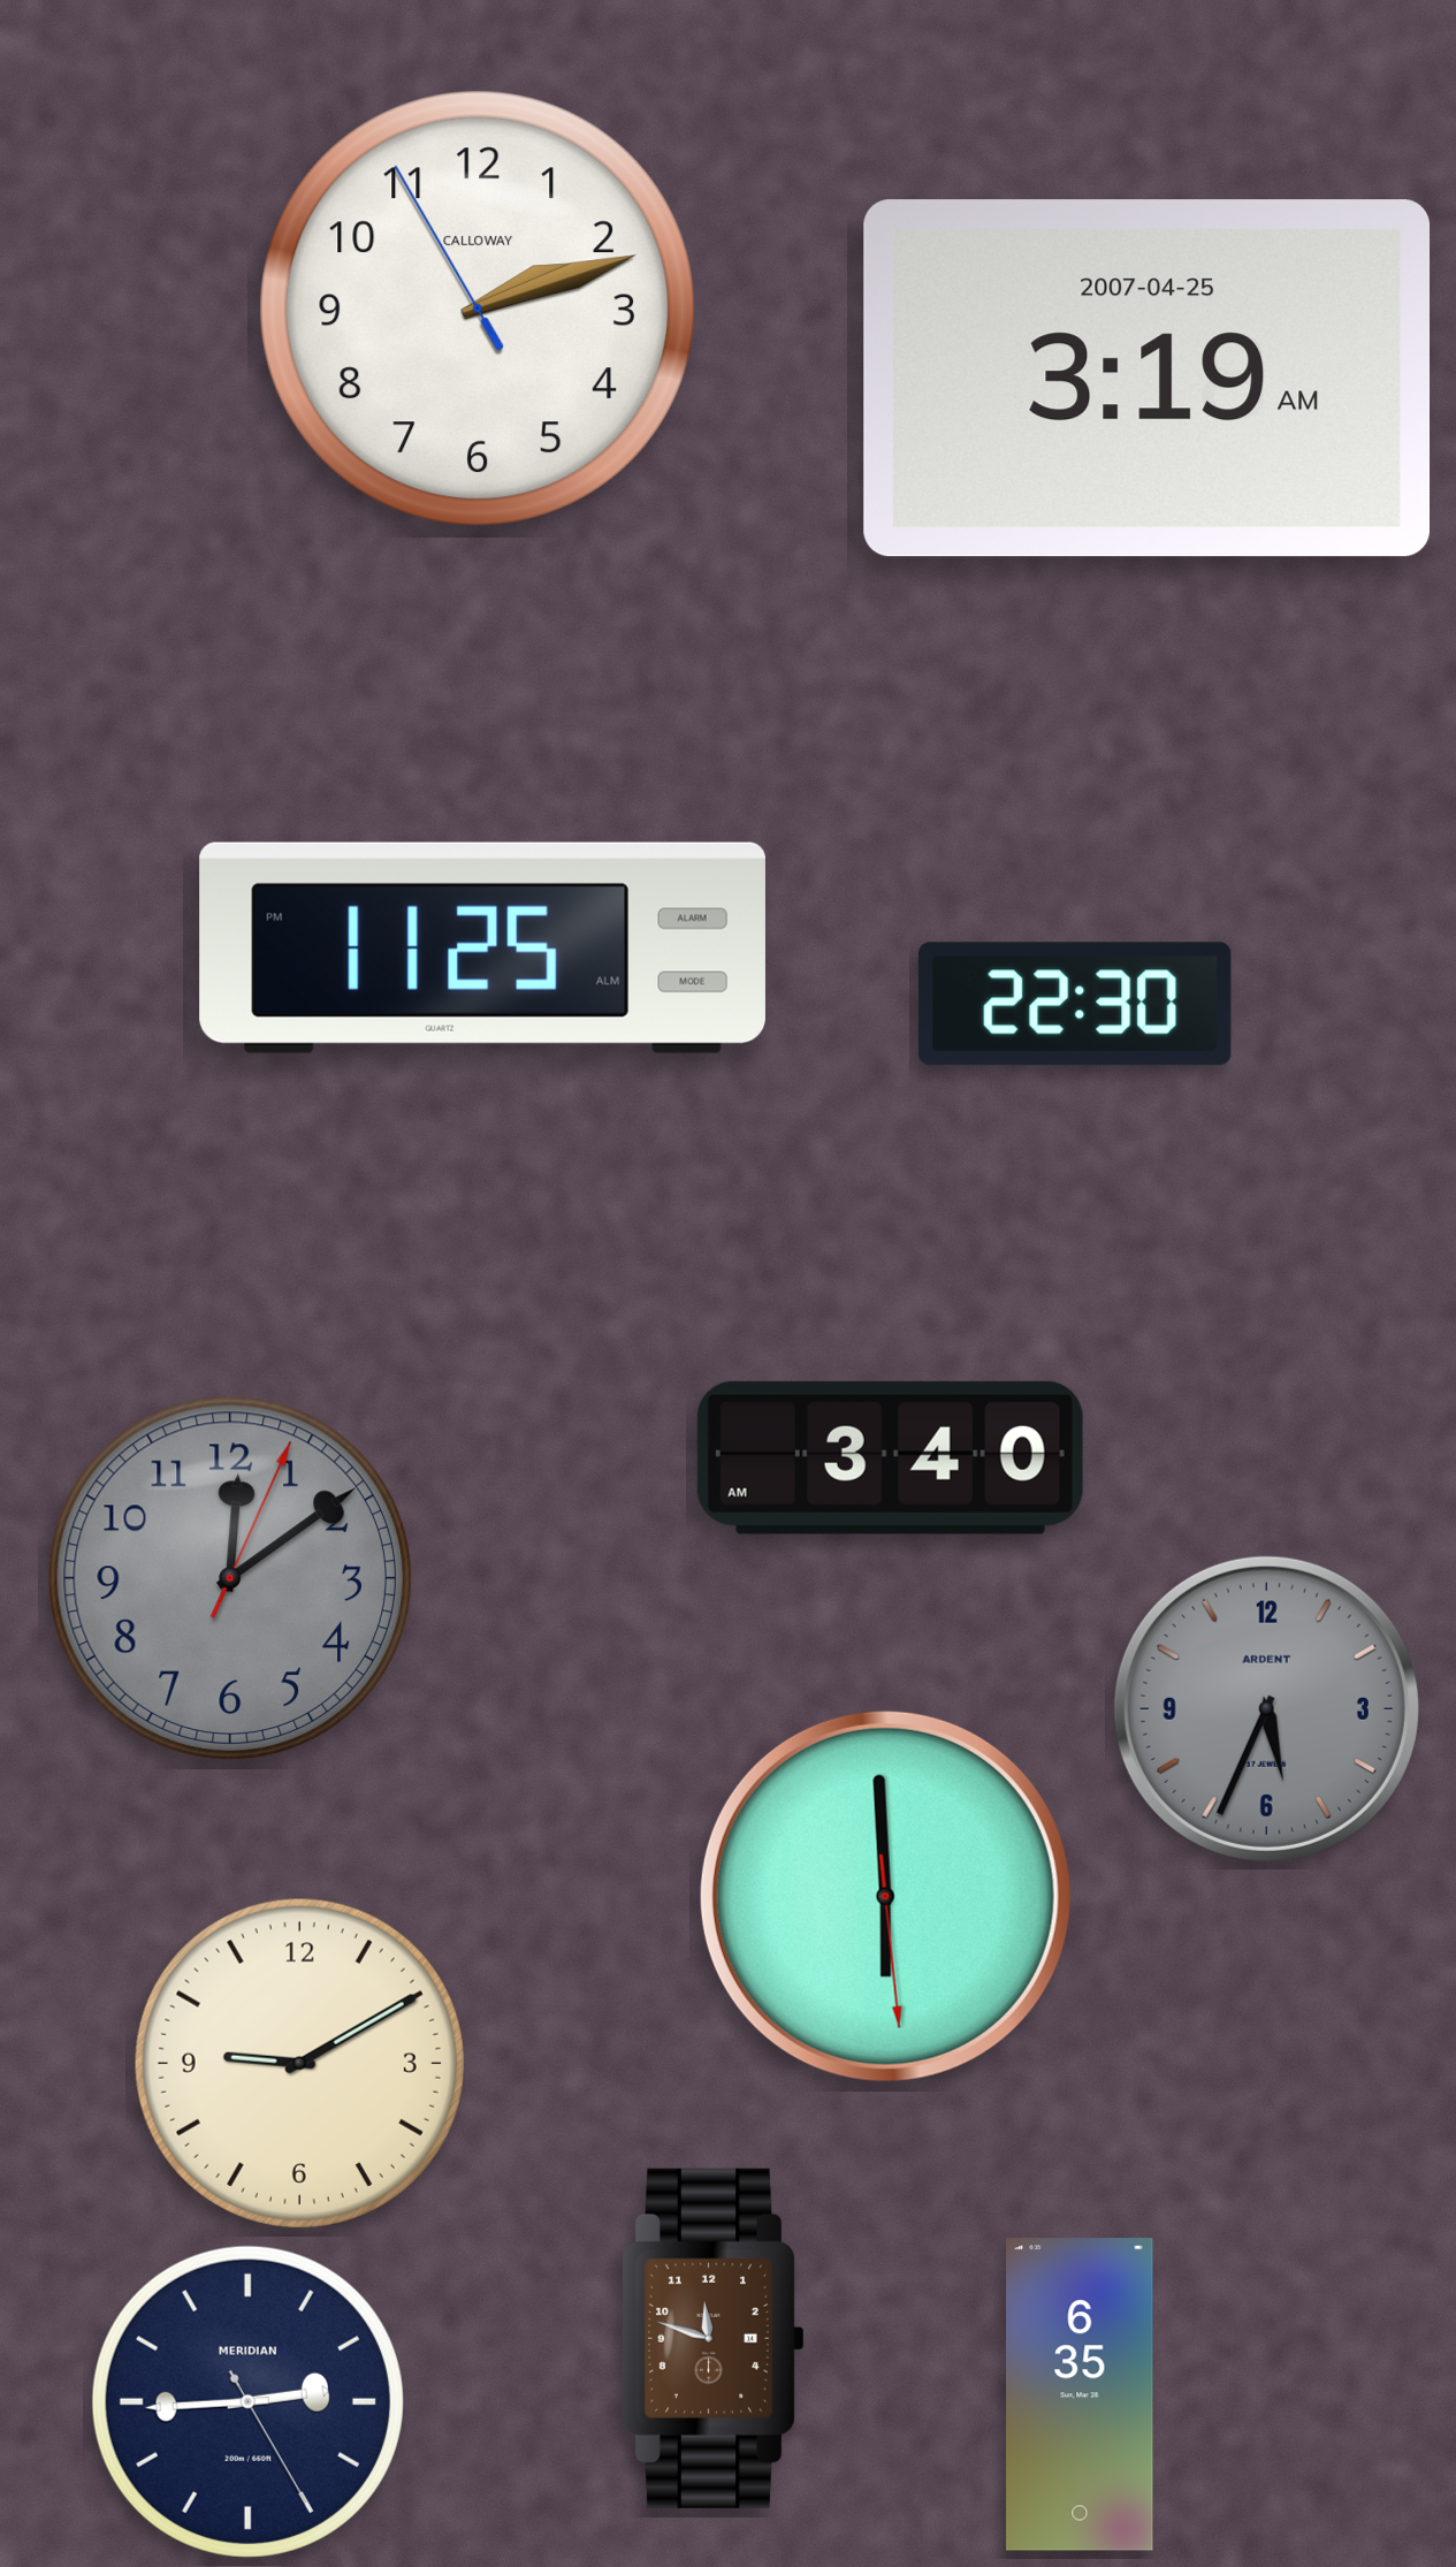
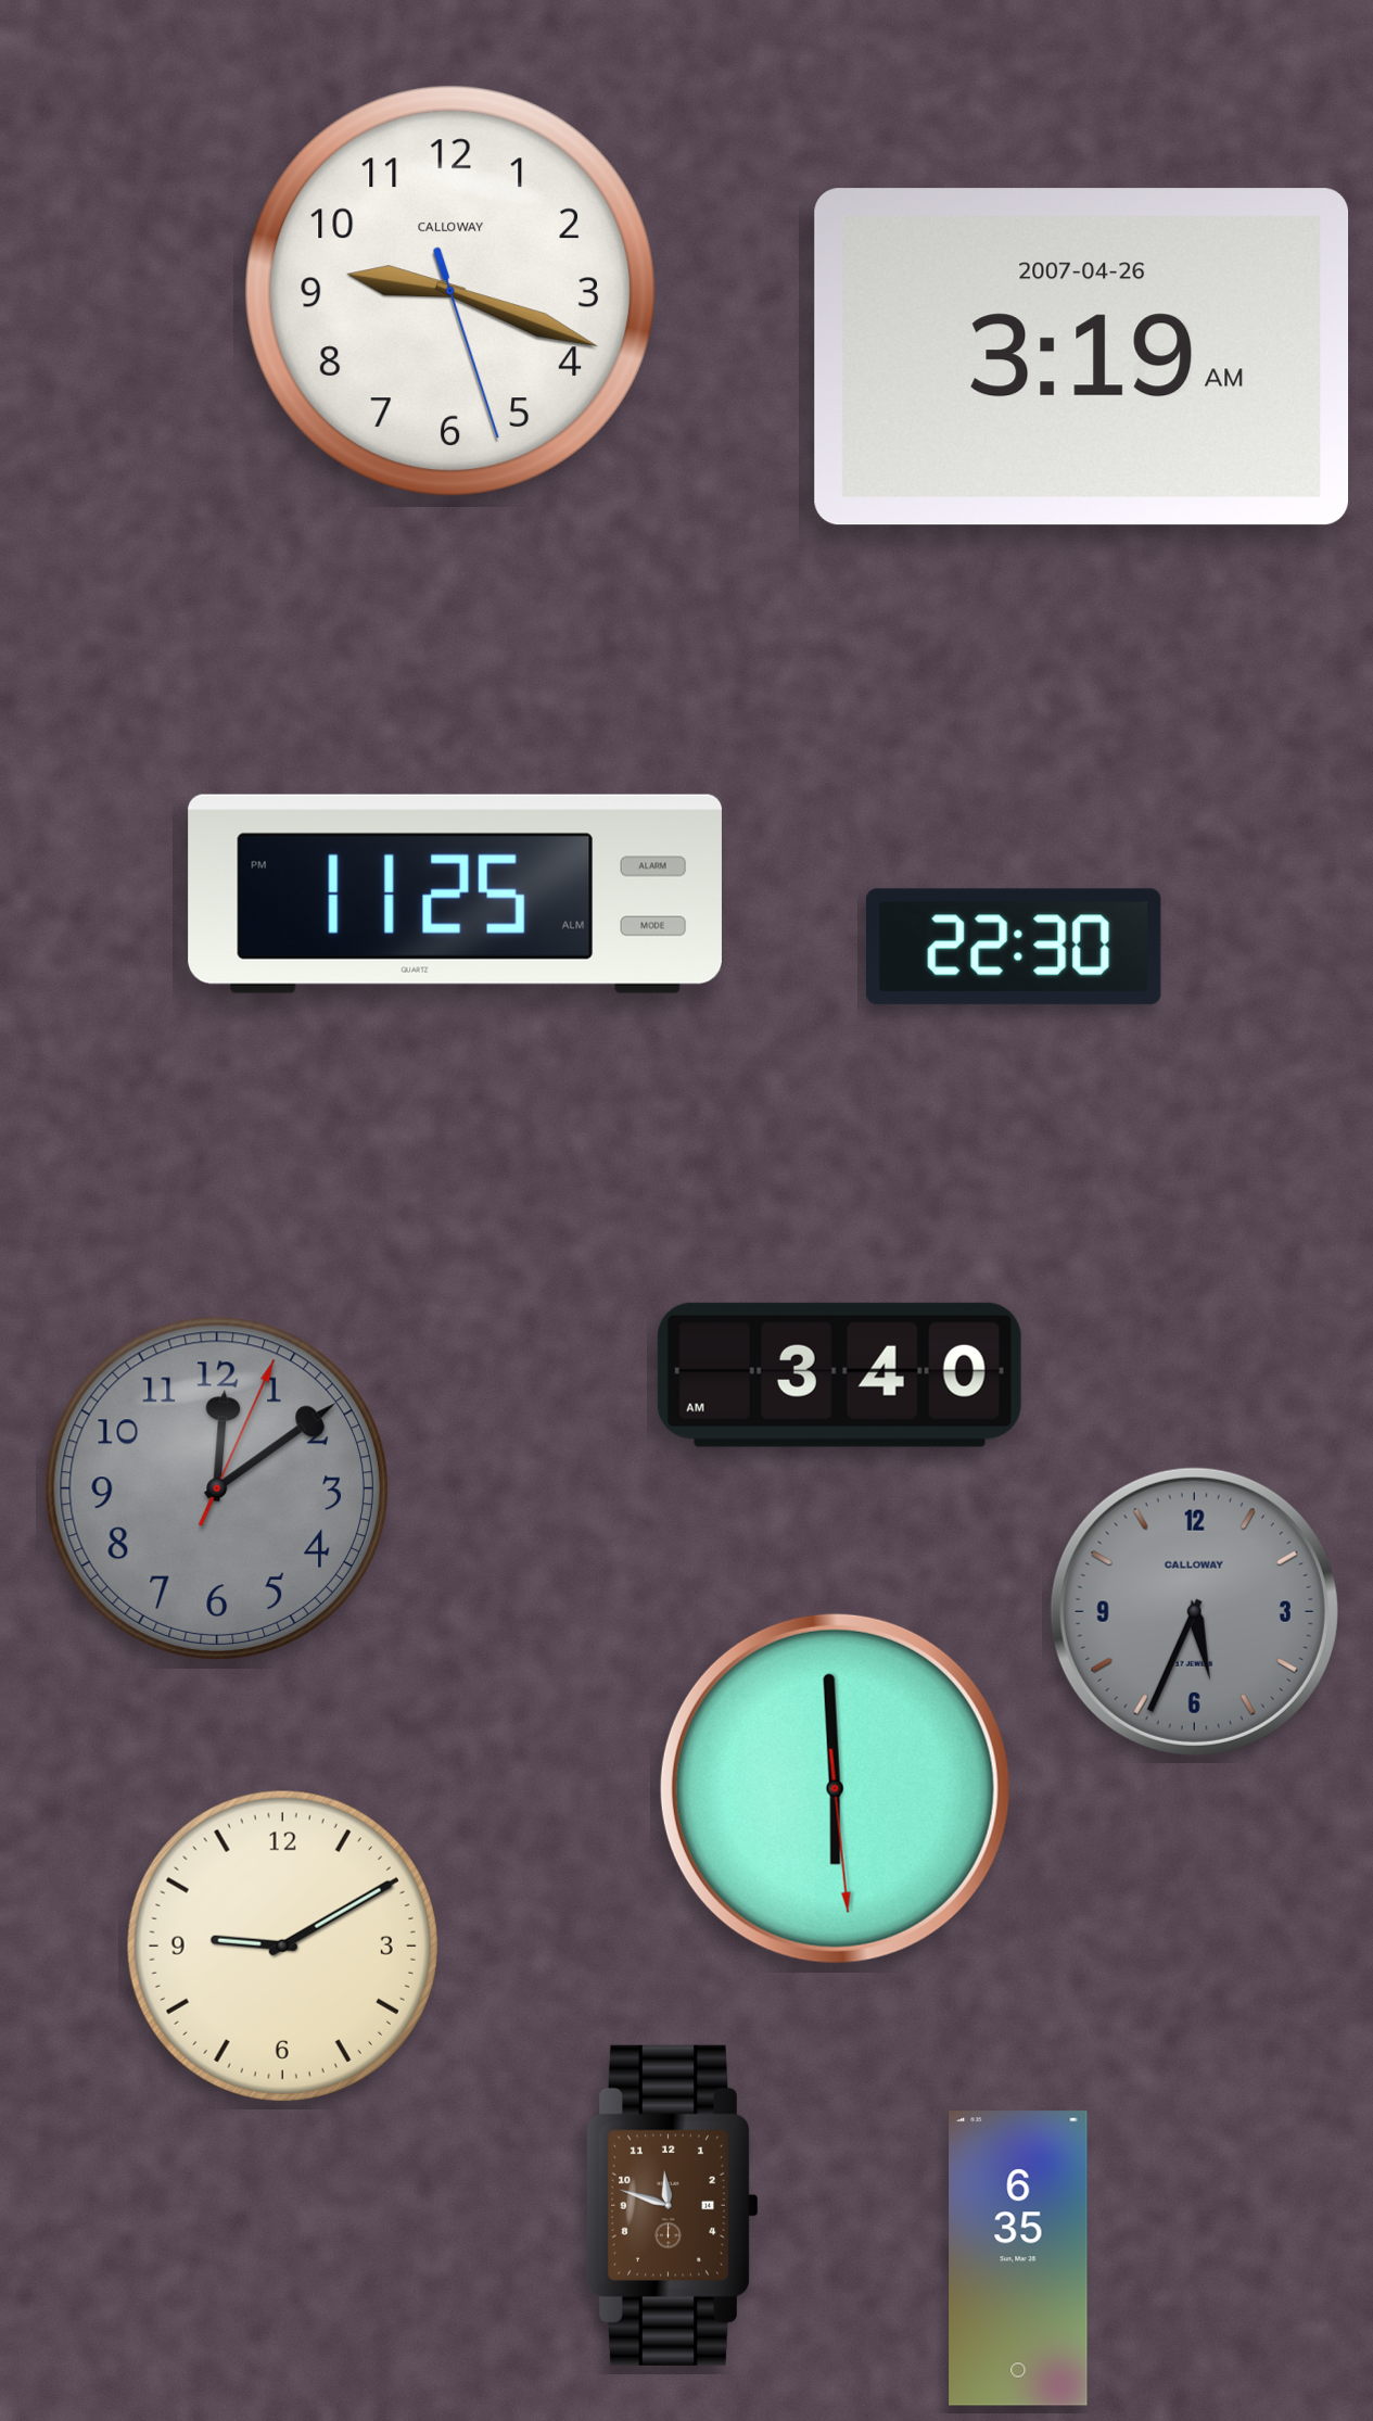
clock at (478, 309): 2:11 -> 9:18
clock at (1148, 379) date: 2007-04-25 -> 2007-04-26
clock at (1266, 1708) brand: ARDENT -> CALLOWAY
clock at (247, 2401): 2:44 -> none
